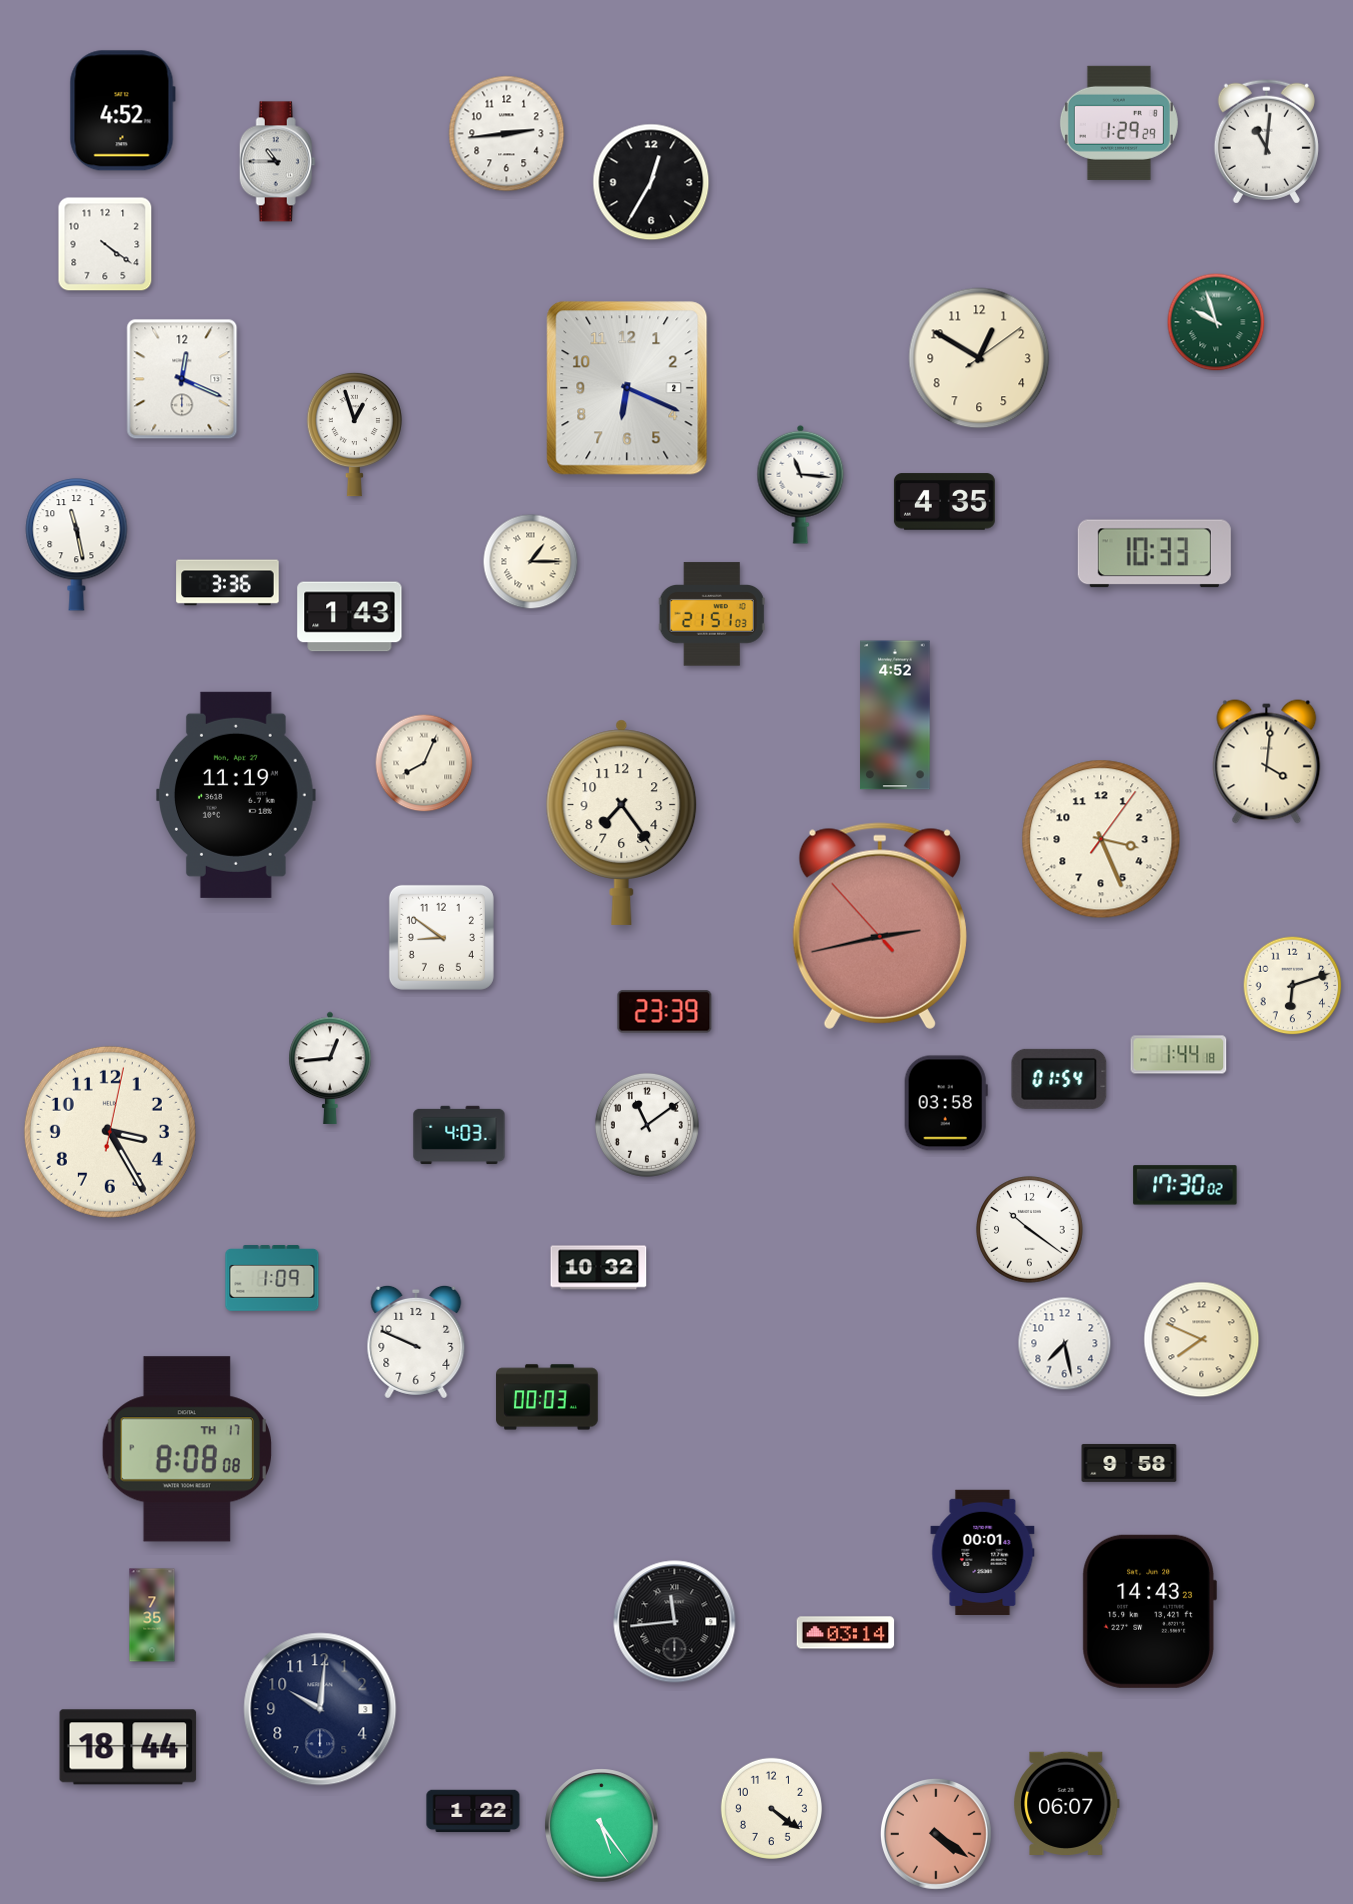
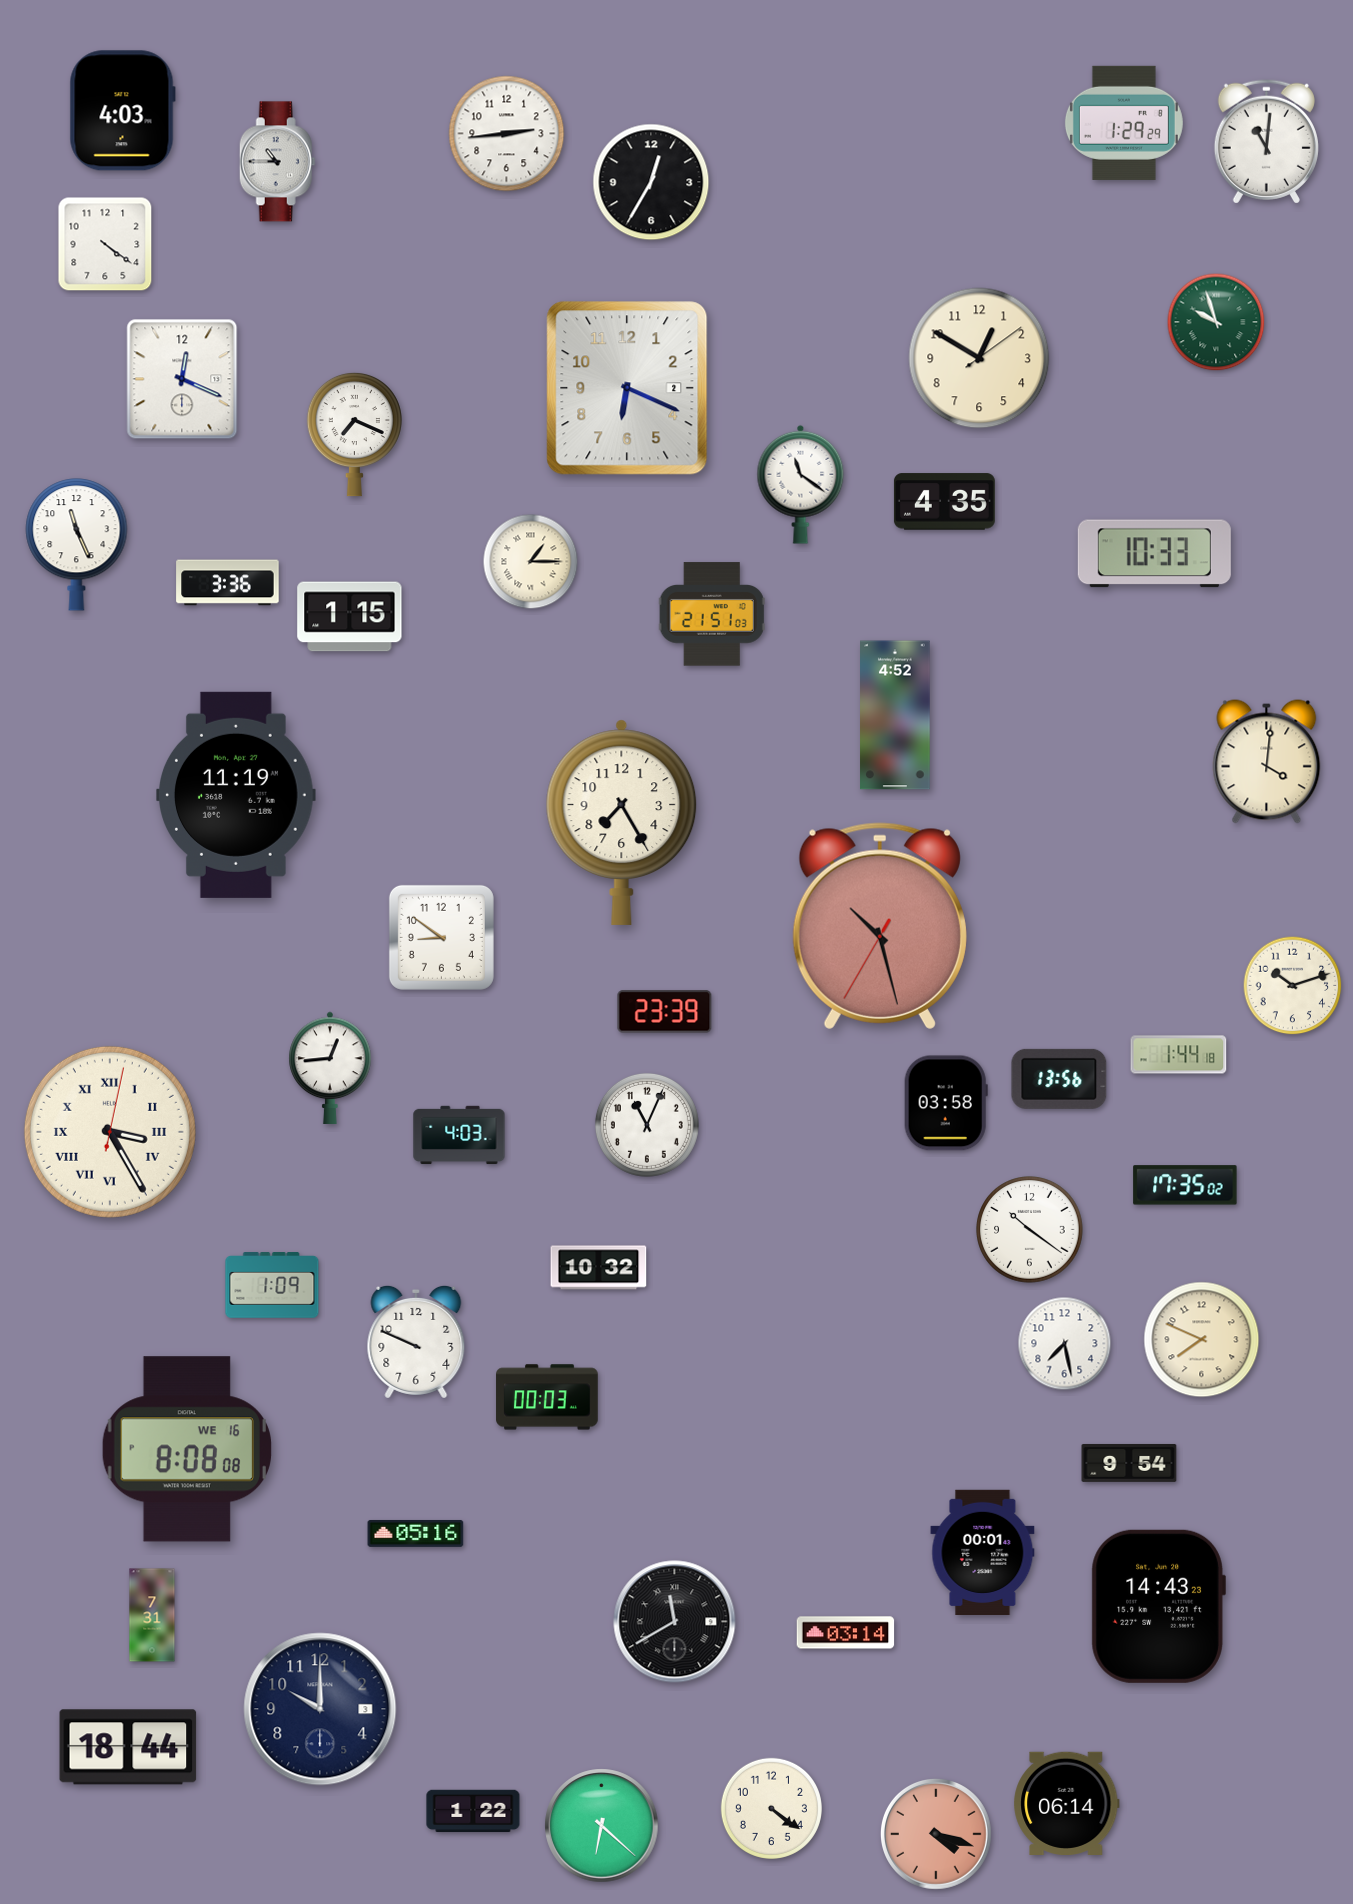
clock at (122, 111): 4:52 -> 4:03
clock at (1119, 123) position: (1119, 123) -> (1124, 123)
clock at (354, 434): 12:57 -> 7:19
clock at (801, 484): 11:16 -> 11:21
clock at (77, 545): 11:28 -> 11:26
clock at (350, 617): 1:43 -> 1:15
clock at (424, 763): 8:04 -> none
clock at (622, 822): 7:24 -> 7:25
clock at (1101, 839): 3:26 -> none
clock at (880, 926): 2:42 -> 10:27
clock at (1293, 986): 6:12 -> 10:12
clock at (1059, 1079): 01:54 -> 13:56
clock at (647, 1125): 11:09 -> 11:04
clock at (110, 1132) numerals: Arabic -> Roman
clock at (1185, 1185): 17:30 -> 17:35
clock at (272, 1278) position: (272, 1278) -> (272, 1285)
clock at (187, 1449) date: TH 17 -> WE 16
clock at (1129, 1463): 9:58 -> 9:54
clock at (416, 1533): none -> 05:16
clock at (1149, 1611) position: (1149, 1611) -> (1158, 1606)
clock at (152, 1615): 7:35 -> 7:31
clock at (675, 1622): 11:44 -> 11:40
clock at (320, 1709): 10:01 -> 10:00
clock at (1067, 1803): 06:07 -> 06:14
clock at (602, 1826): 5:24 -> 6:22
clock at (936, 1834): 4:21 -> 4:18
